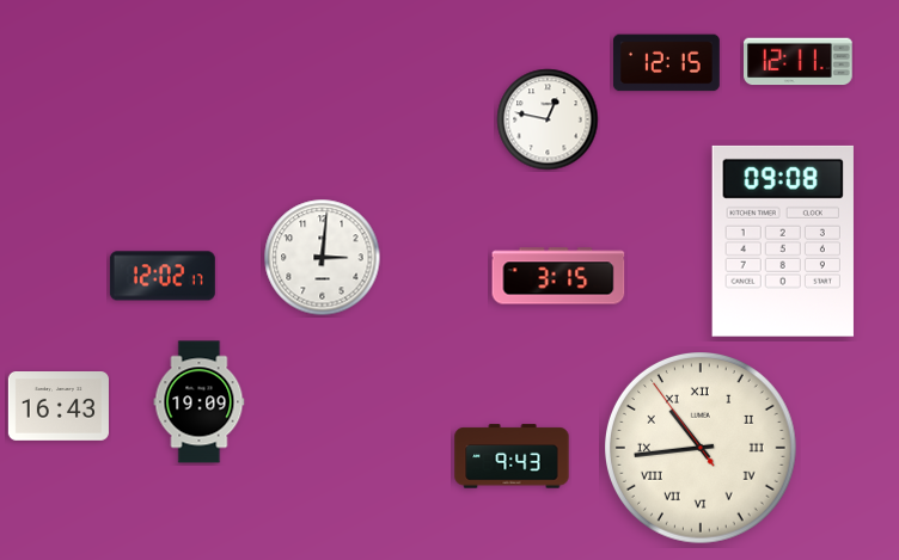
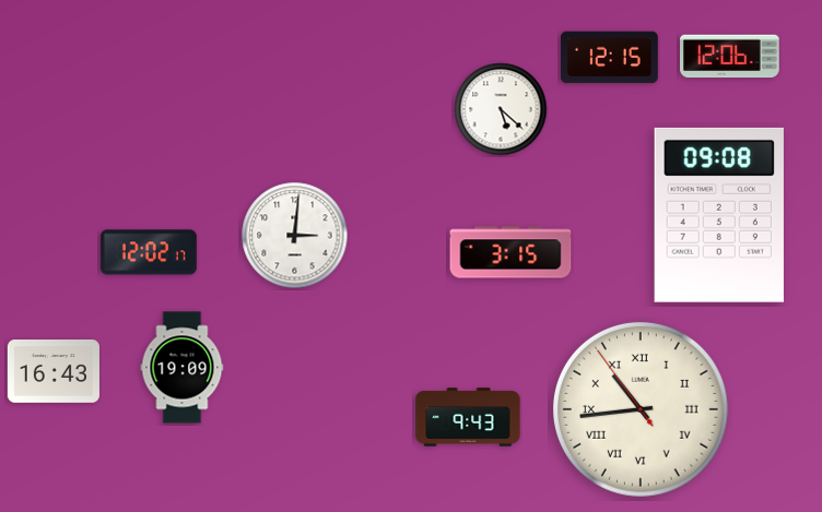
clock at (799, 62): 12:11 -> 12:06
clock at (548, 119): 12:47 -> 5:22
clock at (783, 241) position: (783, 241) -> (719, 215)
